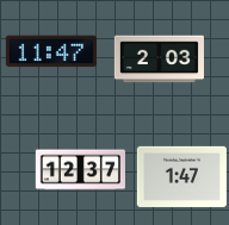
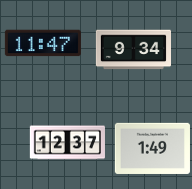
clock at (159, 60): 2:03 -> 9:34
clock at (181, 176): 1:47 -> 1:49
